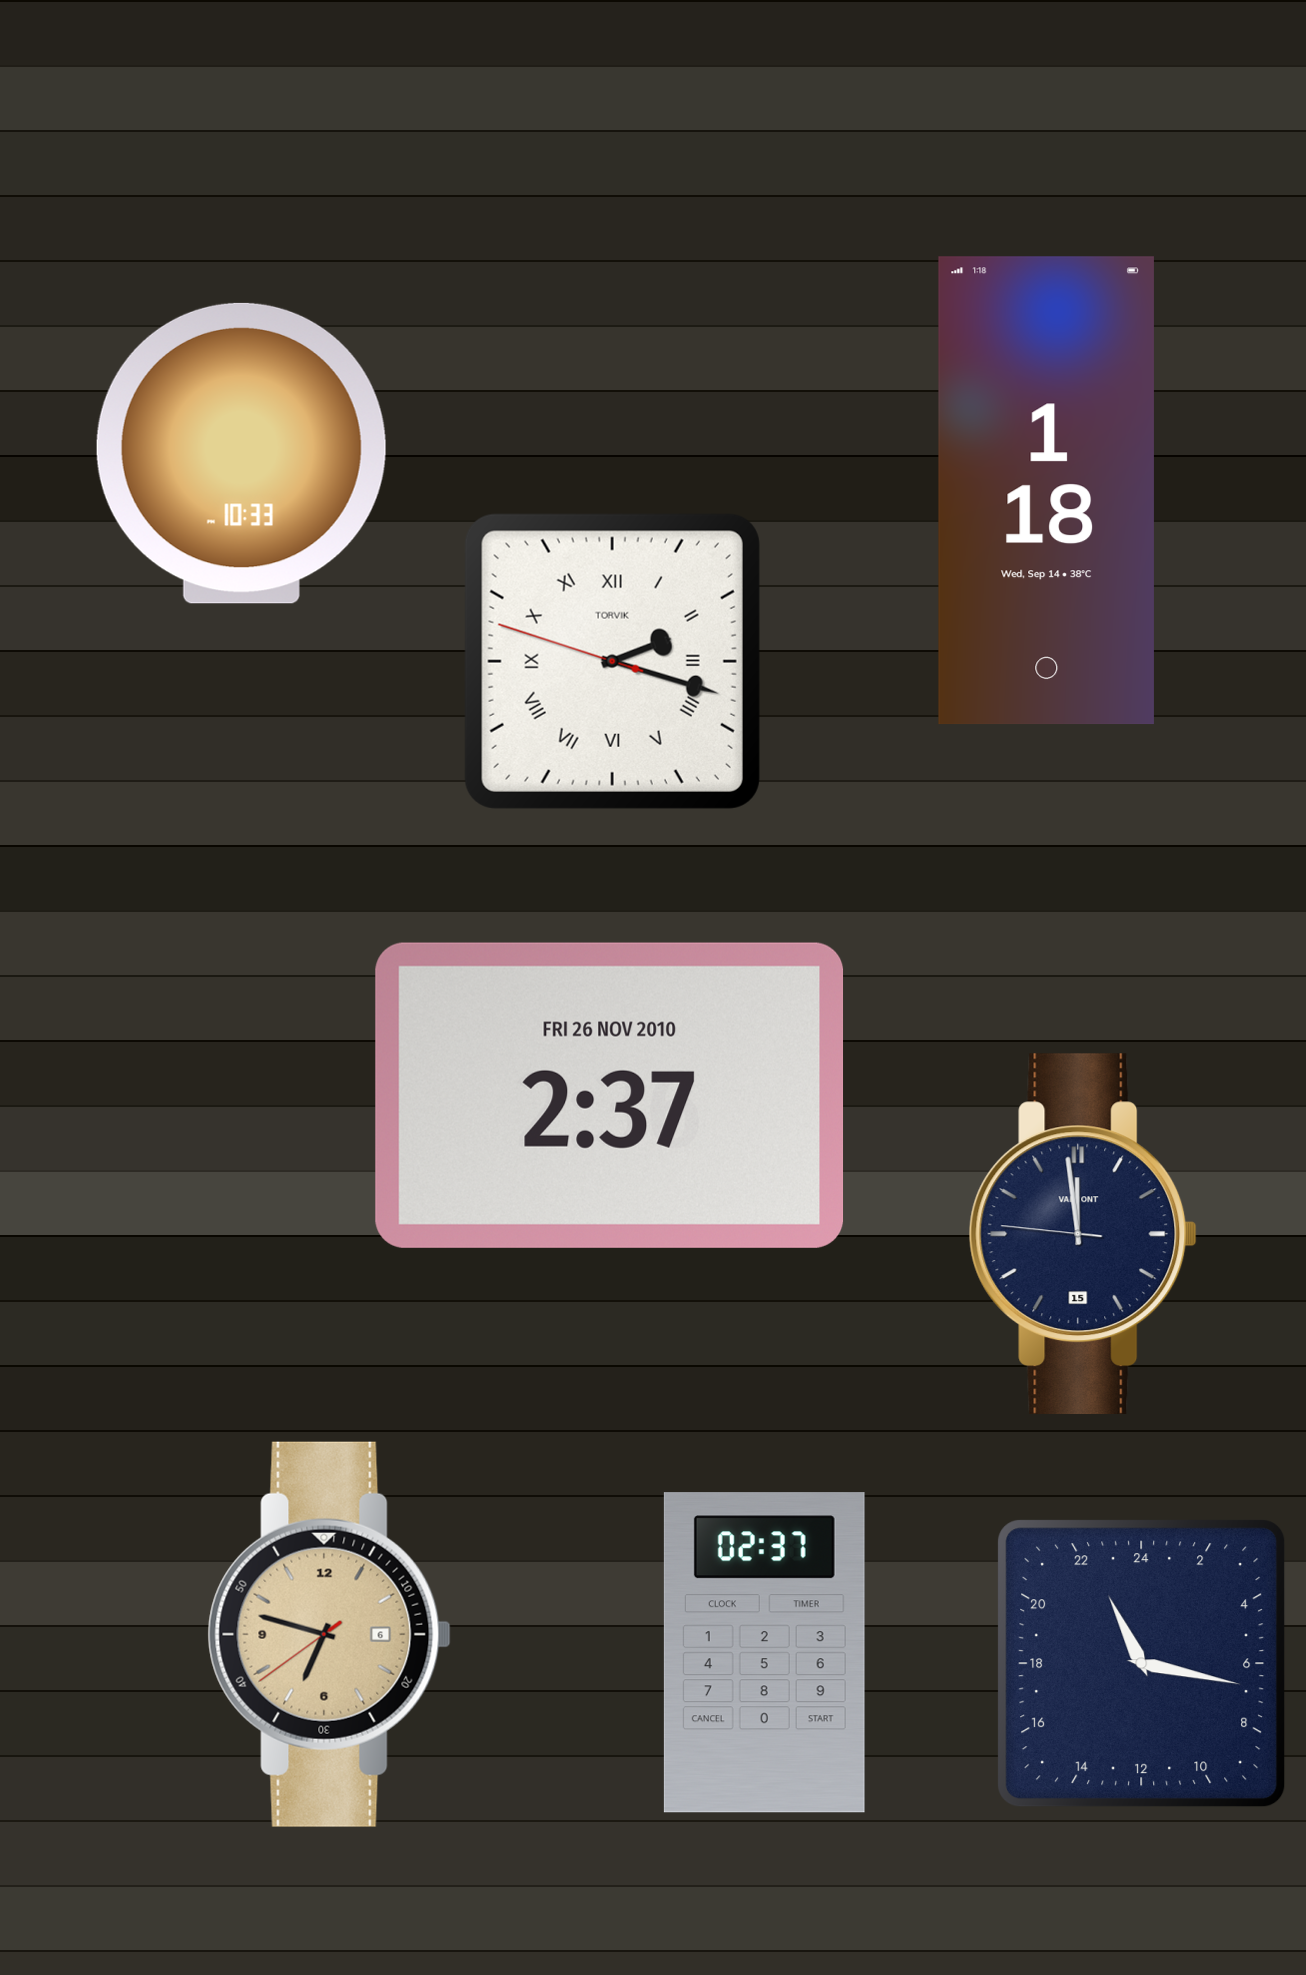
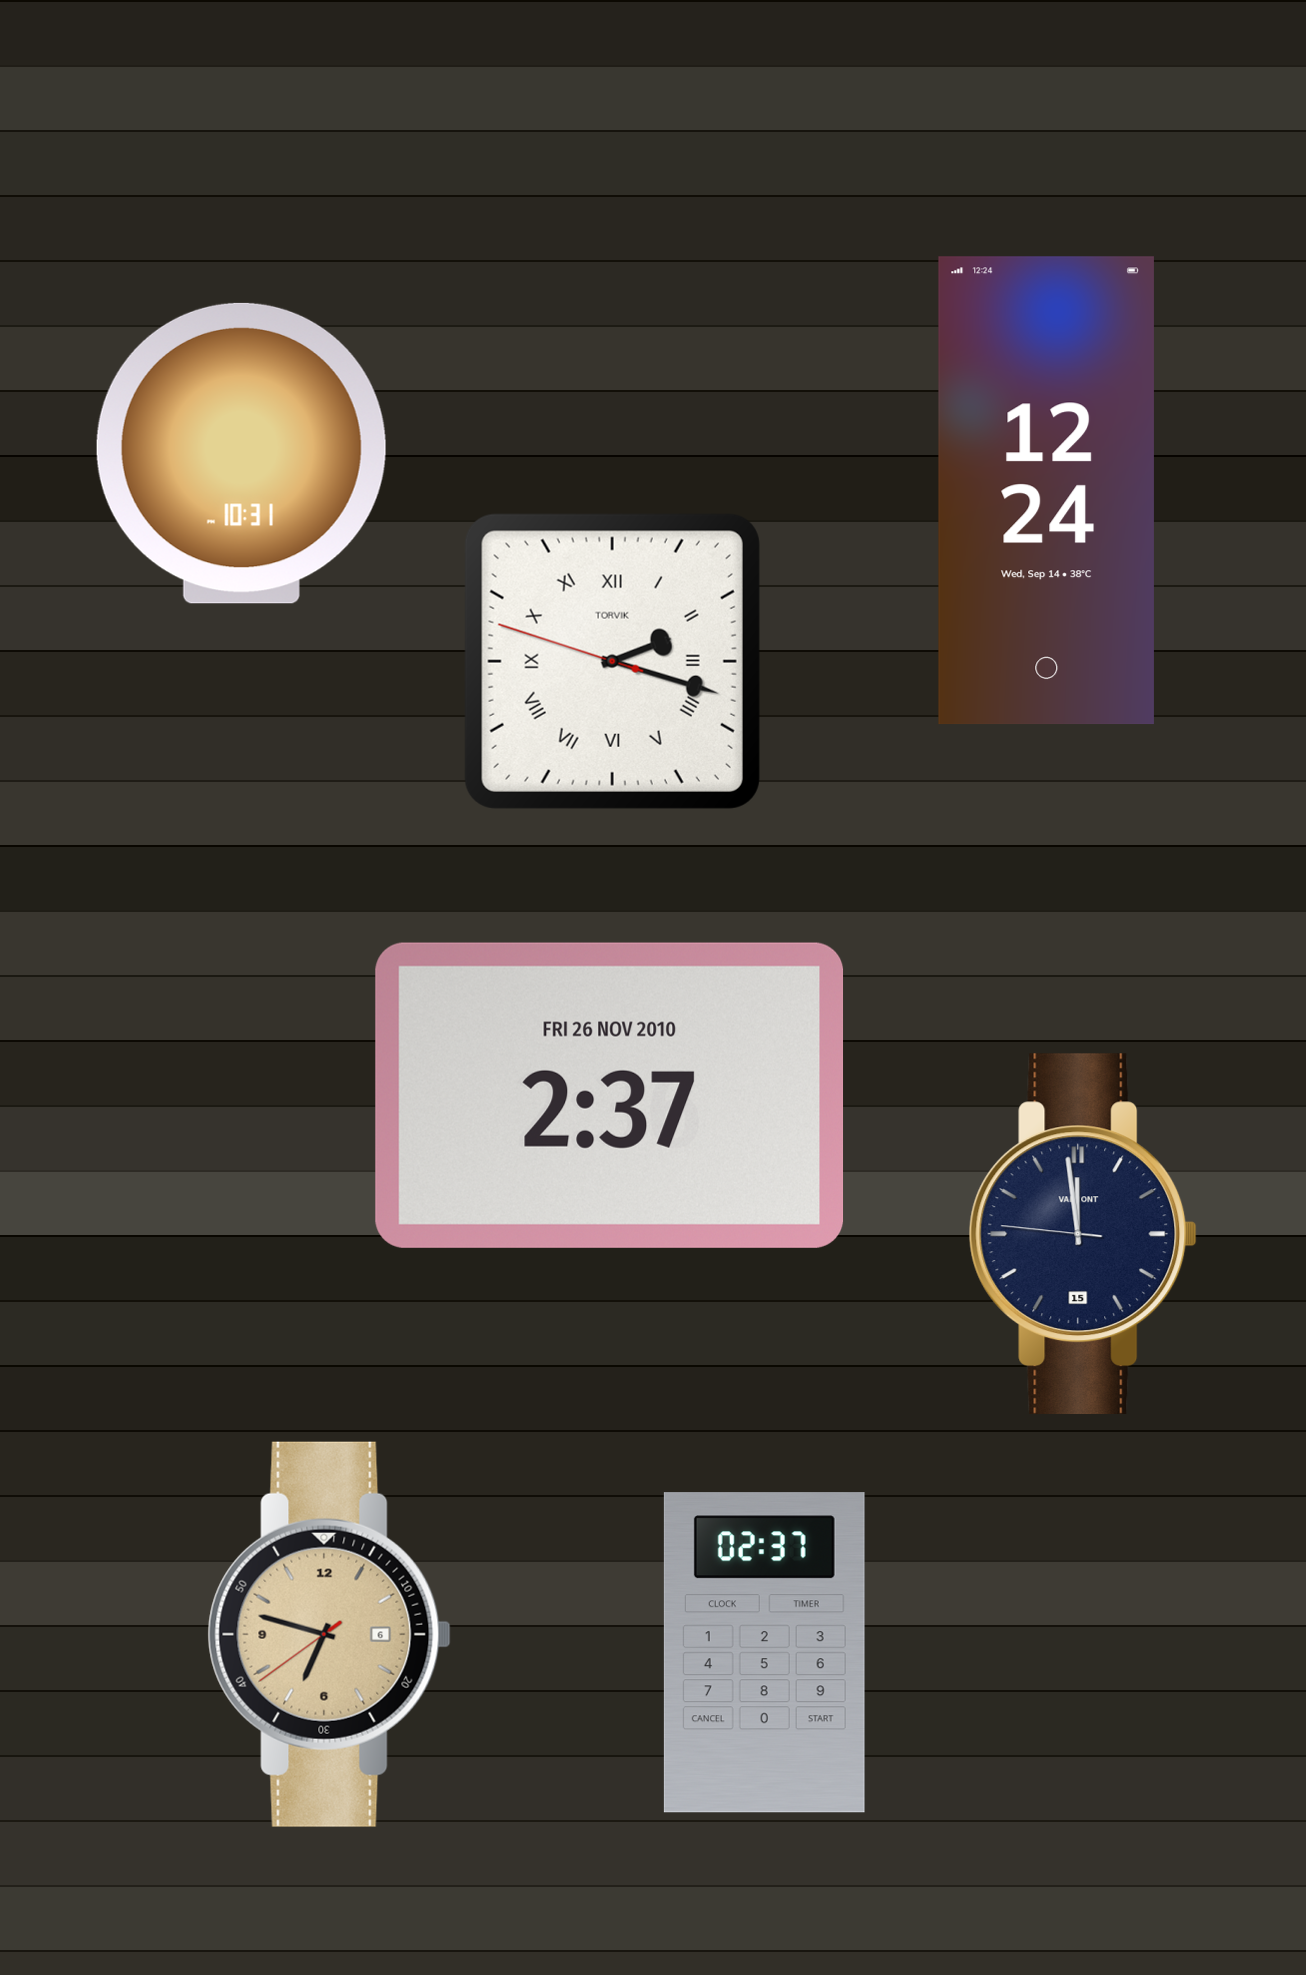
clock at (241, 453): 10:33 -> 10:31
clock at (1046, 491): 1:18 -> 12:24
clock at (1142, 1664): 22:17 -> none
